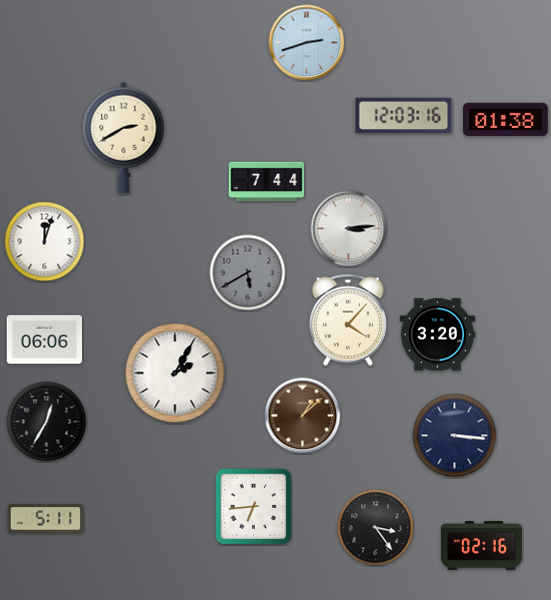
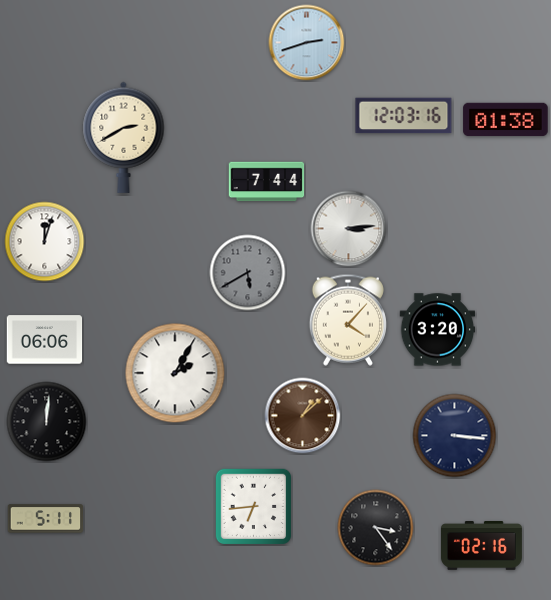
clock at (438, 335) position: (438, 335) -> (438, 330)
clock at (47, 422): 12:35 -> 12:01
